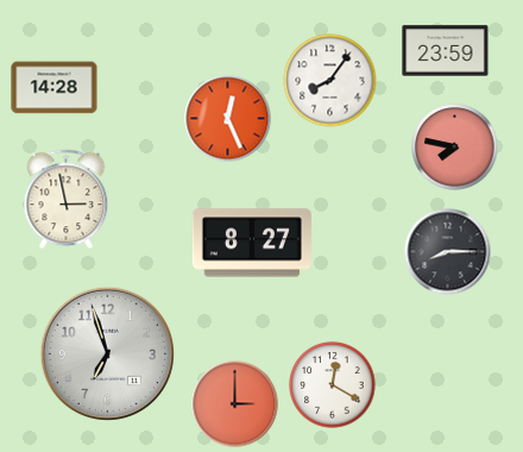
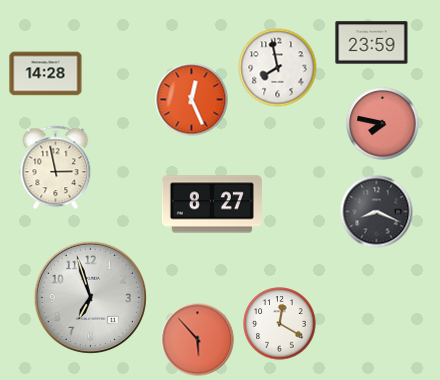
clock at (446, 51) position: (446, 51) -> (372, 43)
clock at (330, 81): 8:06 -> 7:58
clock at (448, 252): 8:15 -> 8:19
clock at (235, 404): 3:00 -> 5:53
